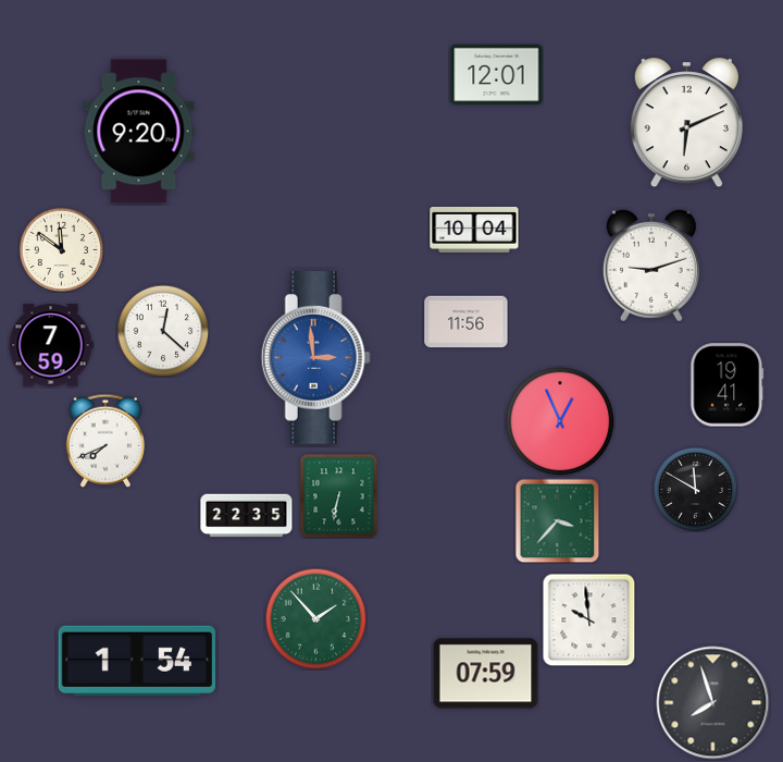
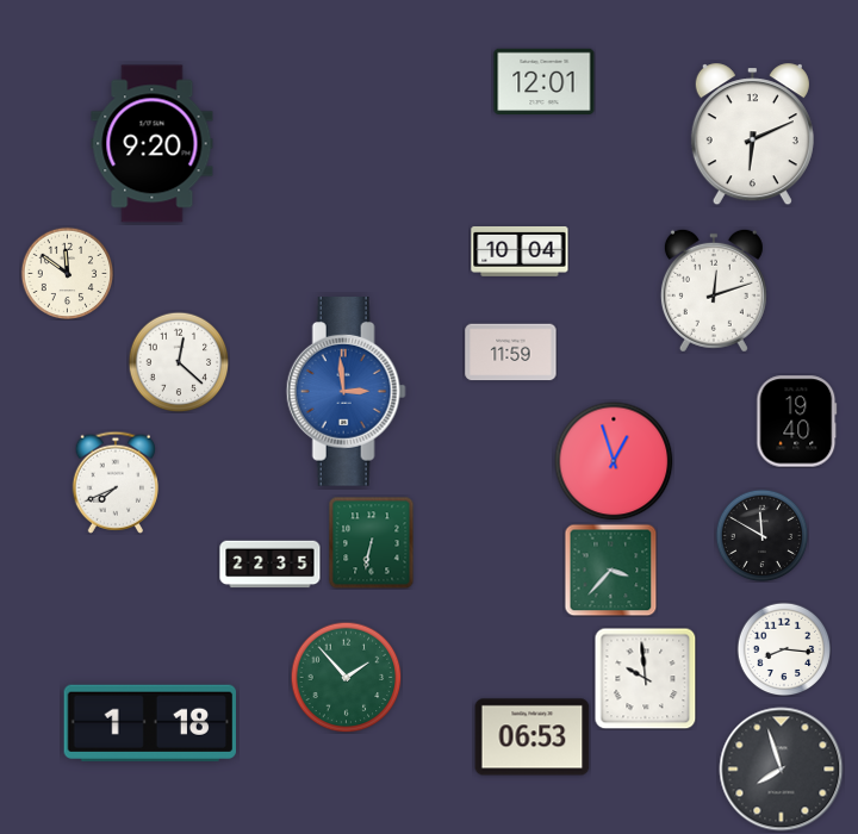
clock at (651, 266): 9:12 -> 12:12
clock at (467, 322): 11:56 -> 11:59
clock at (51, 345): 7:59 -> none
clock at (728, 385): 19:41 -> 19:40
clock at (560, 421): 12:56 -> 12:57
clock at (784, 649): none -> 8:16
clock at (136, 661): 1:54 -> 1:18
clock at (486, 674): 07:59 -> 06:53
